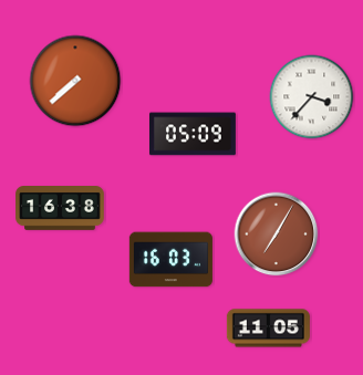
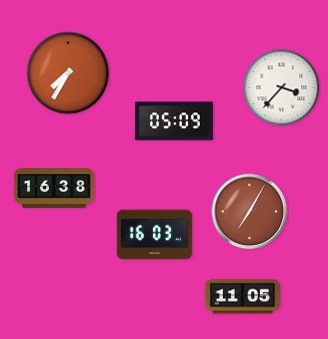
clock at (75, 81): 7:38 -> 7:35
